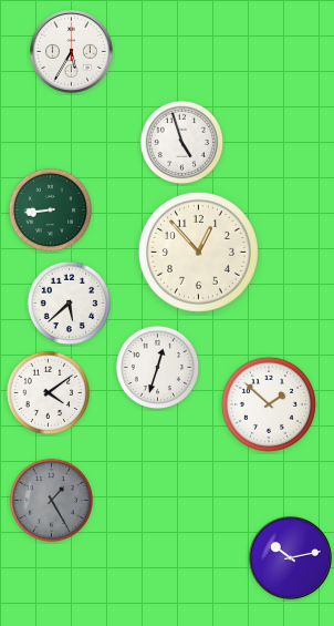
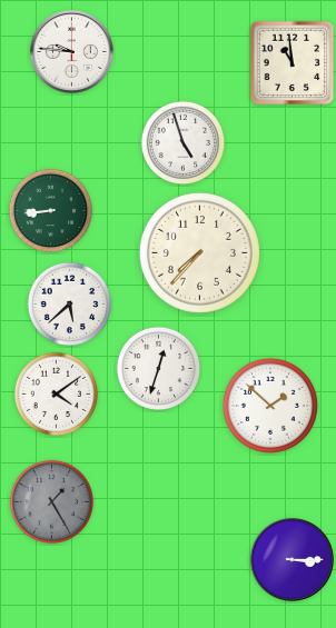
clock at (71, 51): 5:35 -> 9:46
clock at (293, 63): none -> 10:59
clock at (198, 252): 12:53 -> 7:37
clock at (49, 393) position: (49, 393) -> (57, 395)
clock at (290, 557): 10:13 -> 3:15
